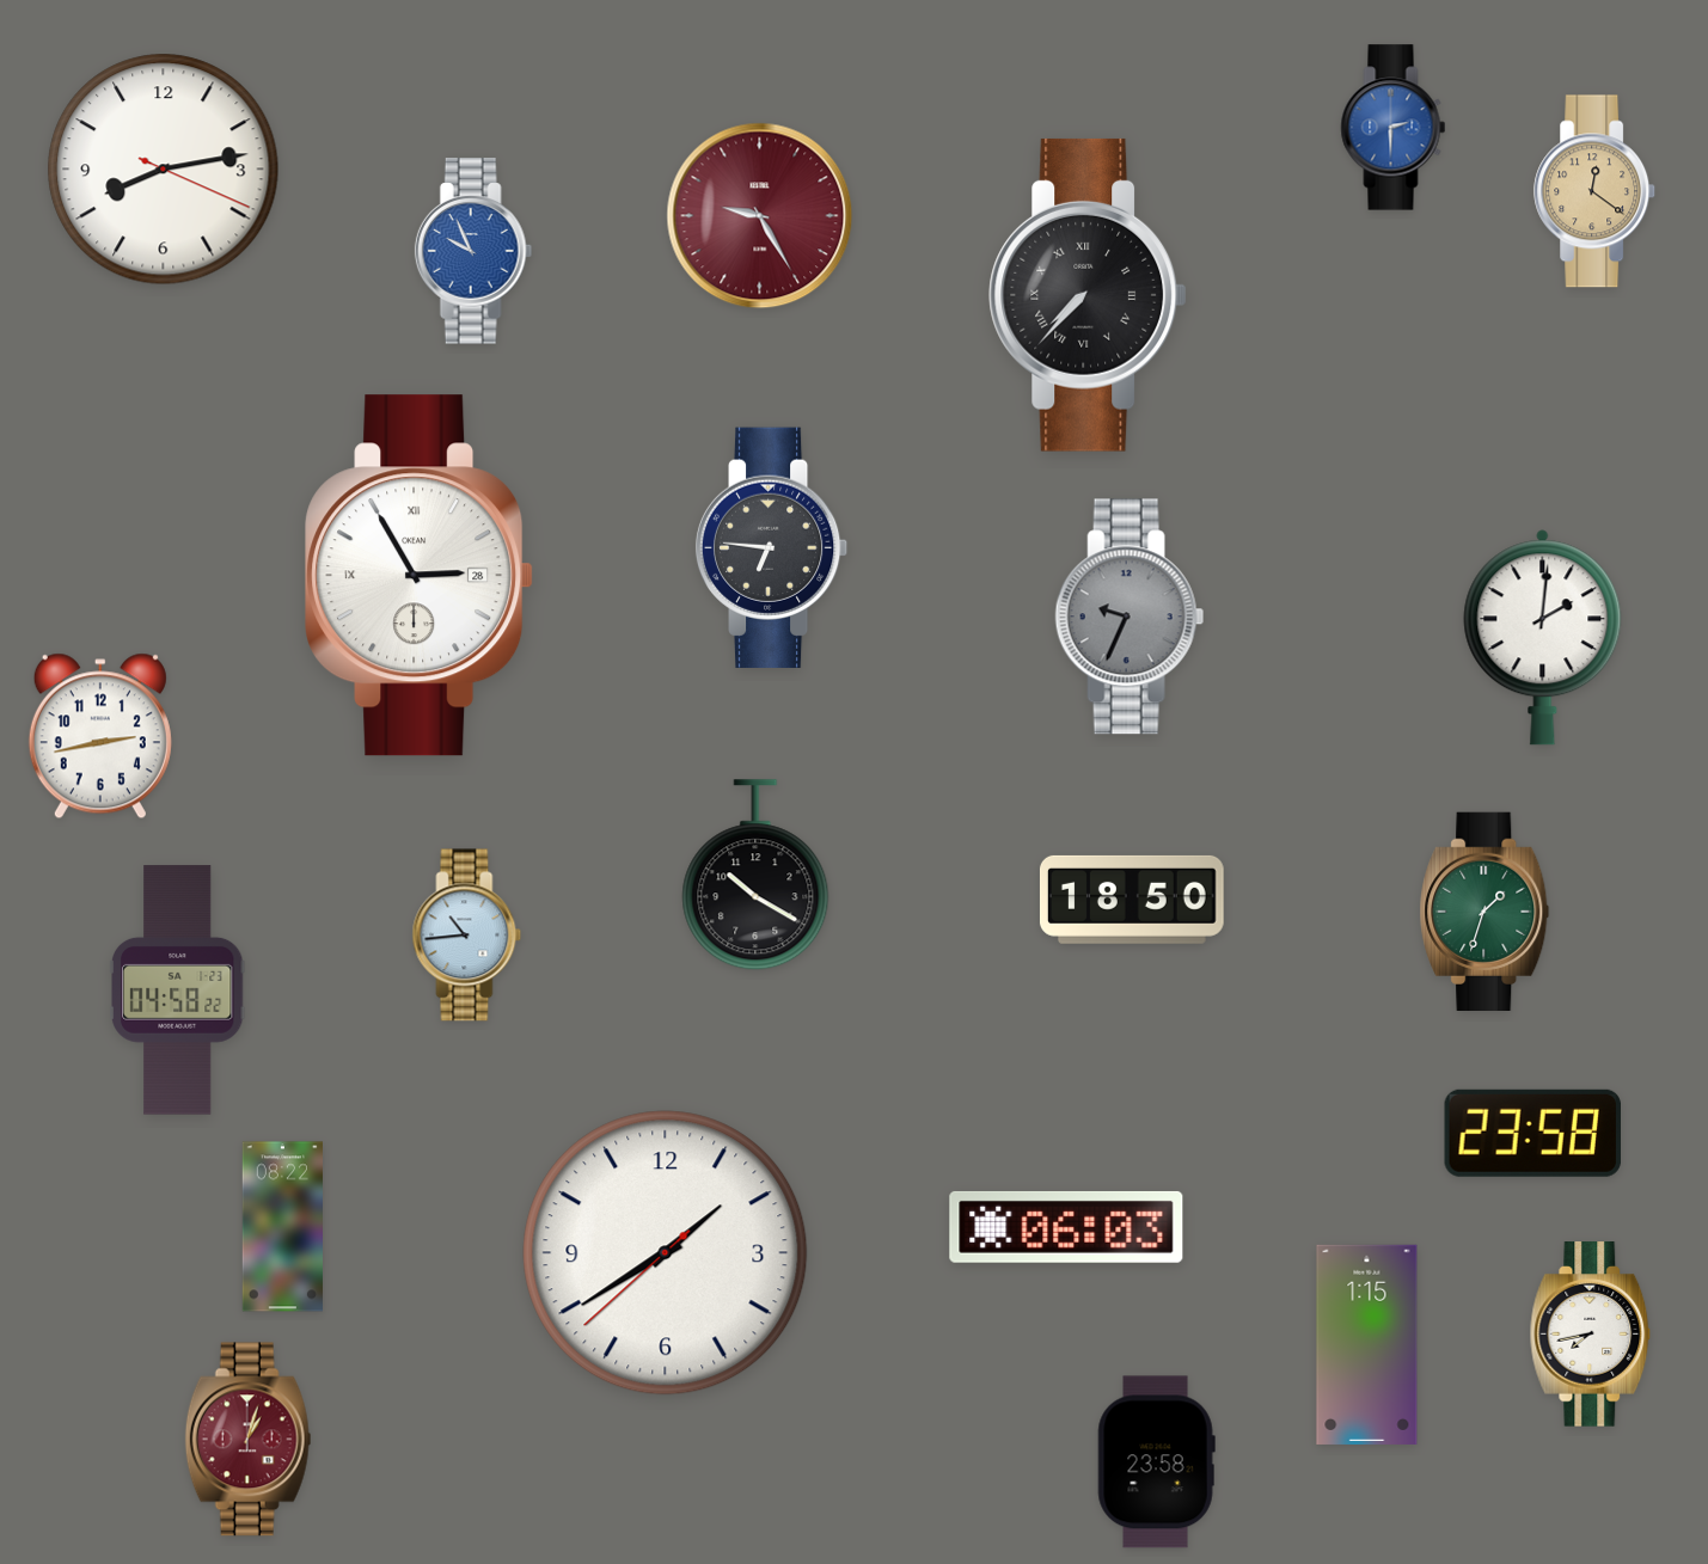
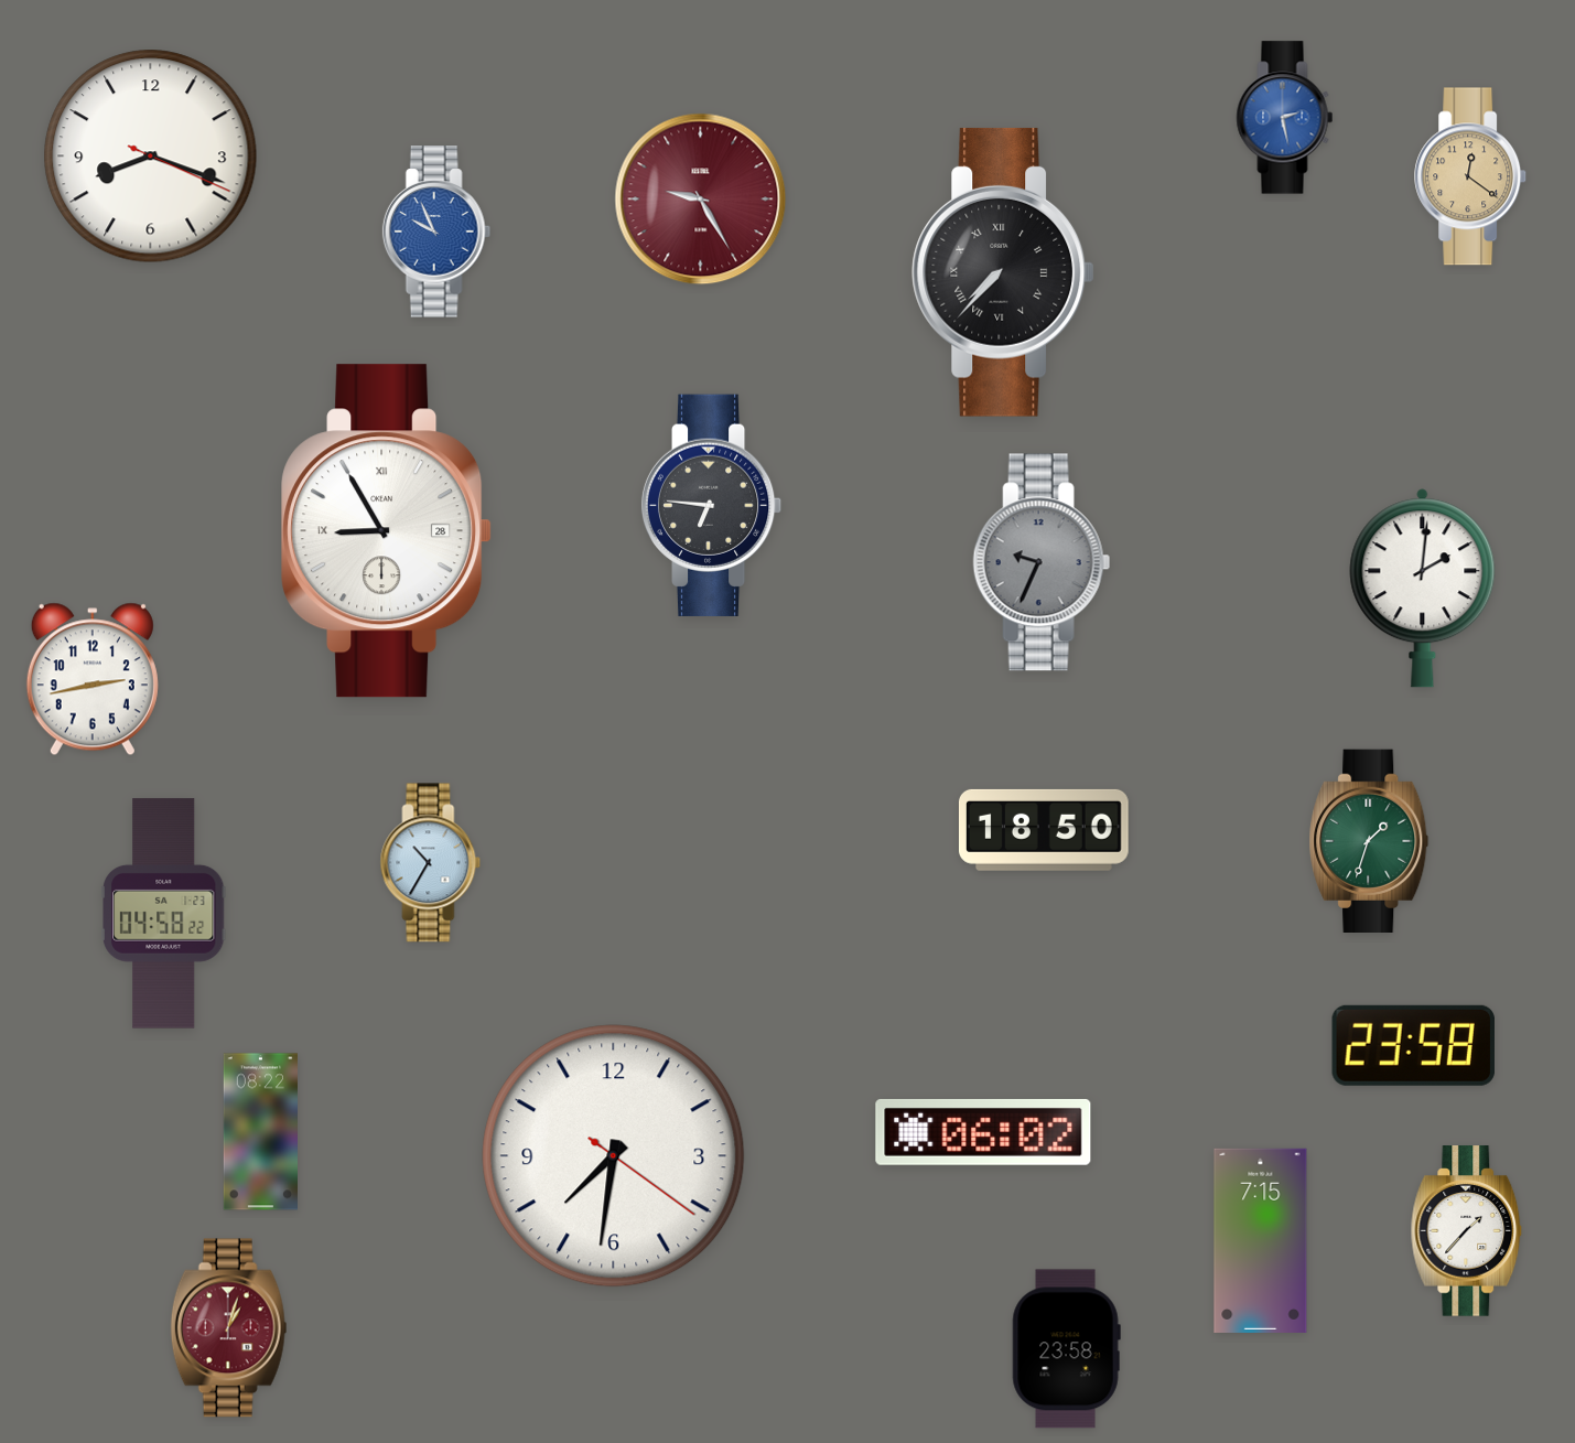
clock at (1394, 128): 2:30 -> 2:28
clock at (164, 170): 8:13 -> 8:18
clock at (420, 576): 2:55 -> 8:55
clock at (1130, 617) position: (1130, 617) -> (1042, 562)
clock at (755, 876): 10:20 -> none
clock at (467, 936): 10:44 -> 10:35
clock at (1066, 1227): 06:03 -> 06:02
clock at (666, 1253): 1:39 -> 7:31
clock at (1591, 1335): 7:43 -> 1:37
clock at (1367, 1344): 1:15 -> 7:15
